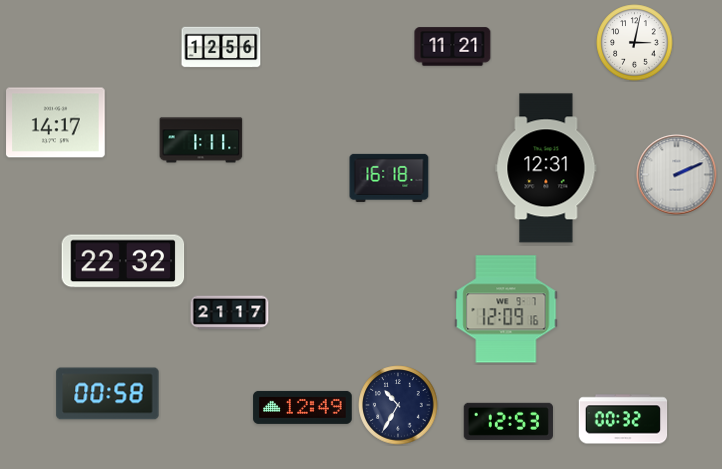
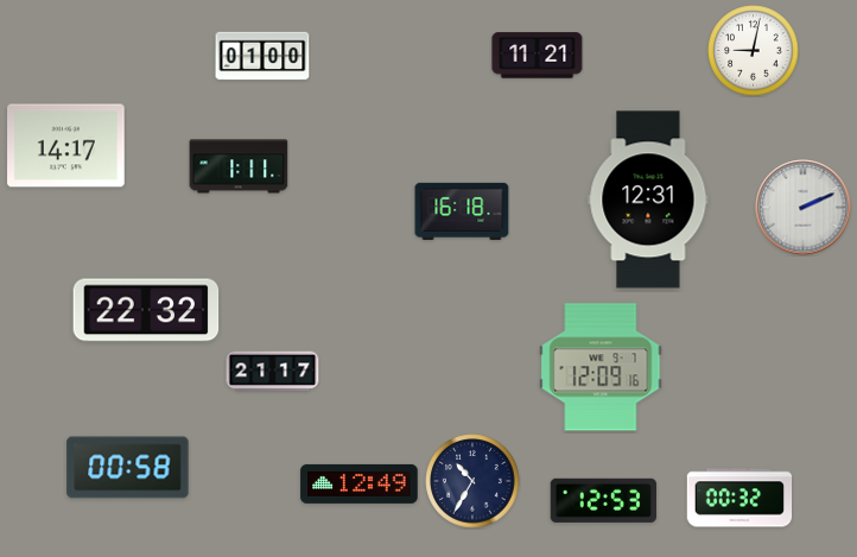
clock at (635, 43): 3:02 -> 9:02
clock at (221, 47): 12:56 -> 01:00
